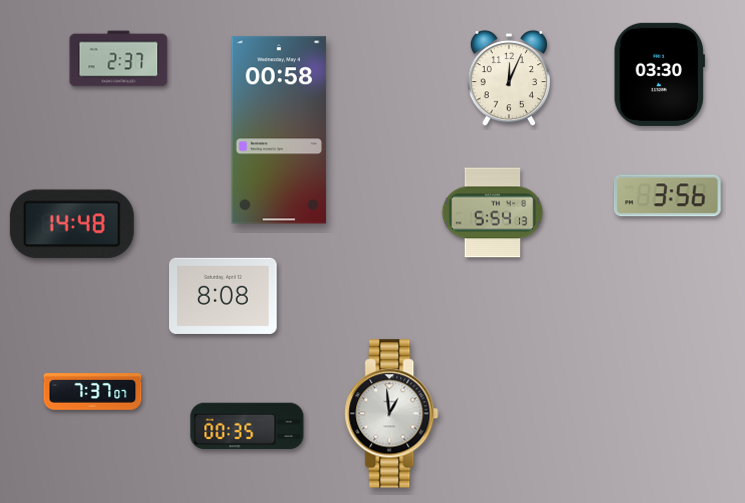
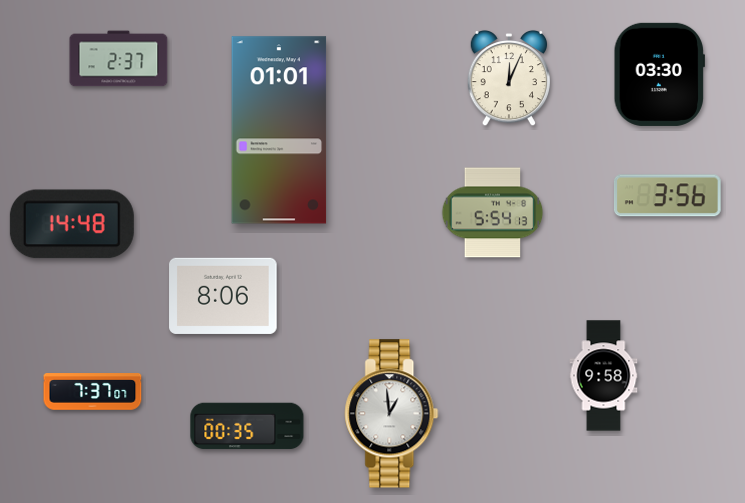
clock at (279, 130): 00:58 -> 01:01
clock at (223, 296): 8:08 -> 8:06
clock at (604, 376): none -> 9:58
